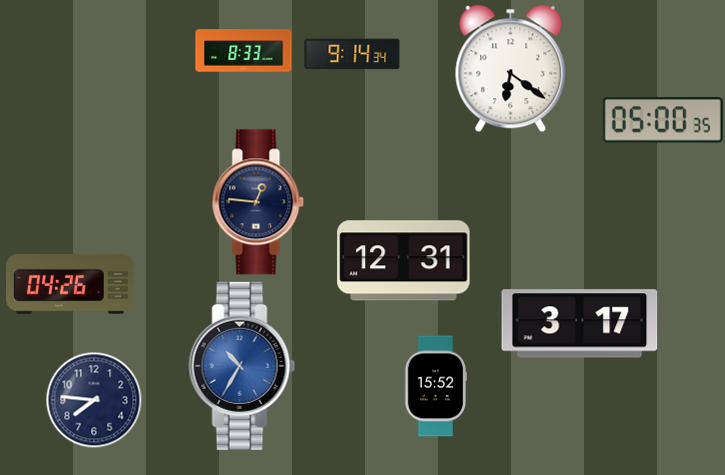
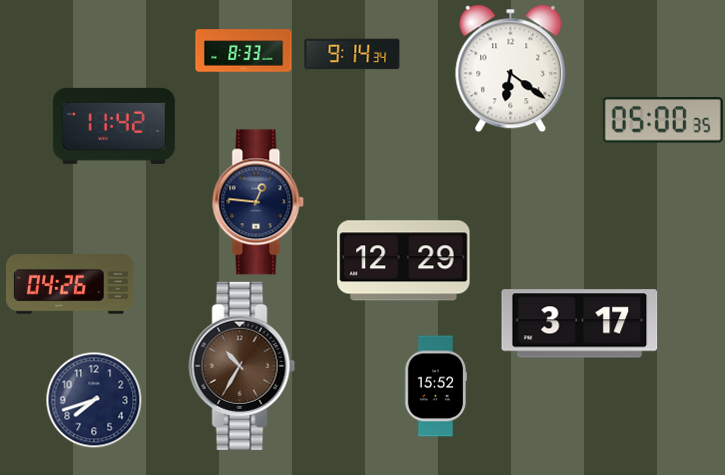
clock at (114, 126): none -> 11:42
clock at (404, 261): 12:31 -> 12:29
clock at (242, 366) dial: blue -> brown
clock at (94, 400): 7:46 -> 7:42
